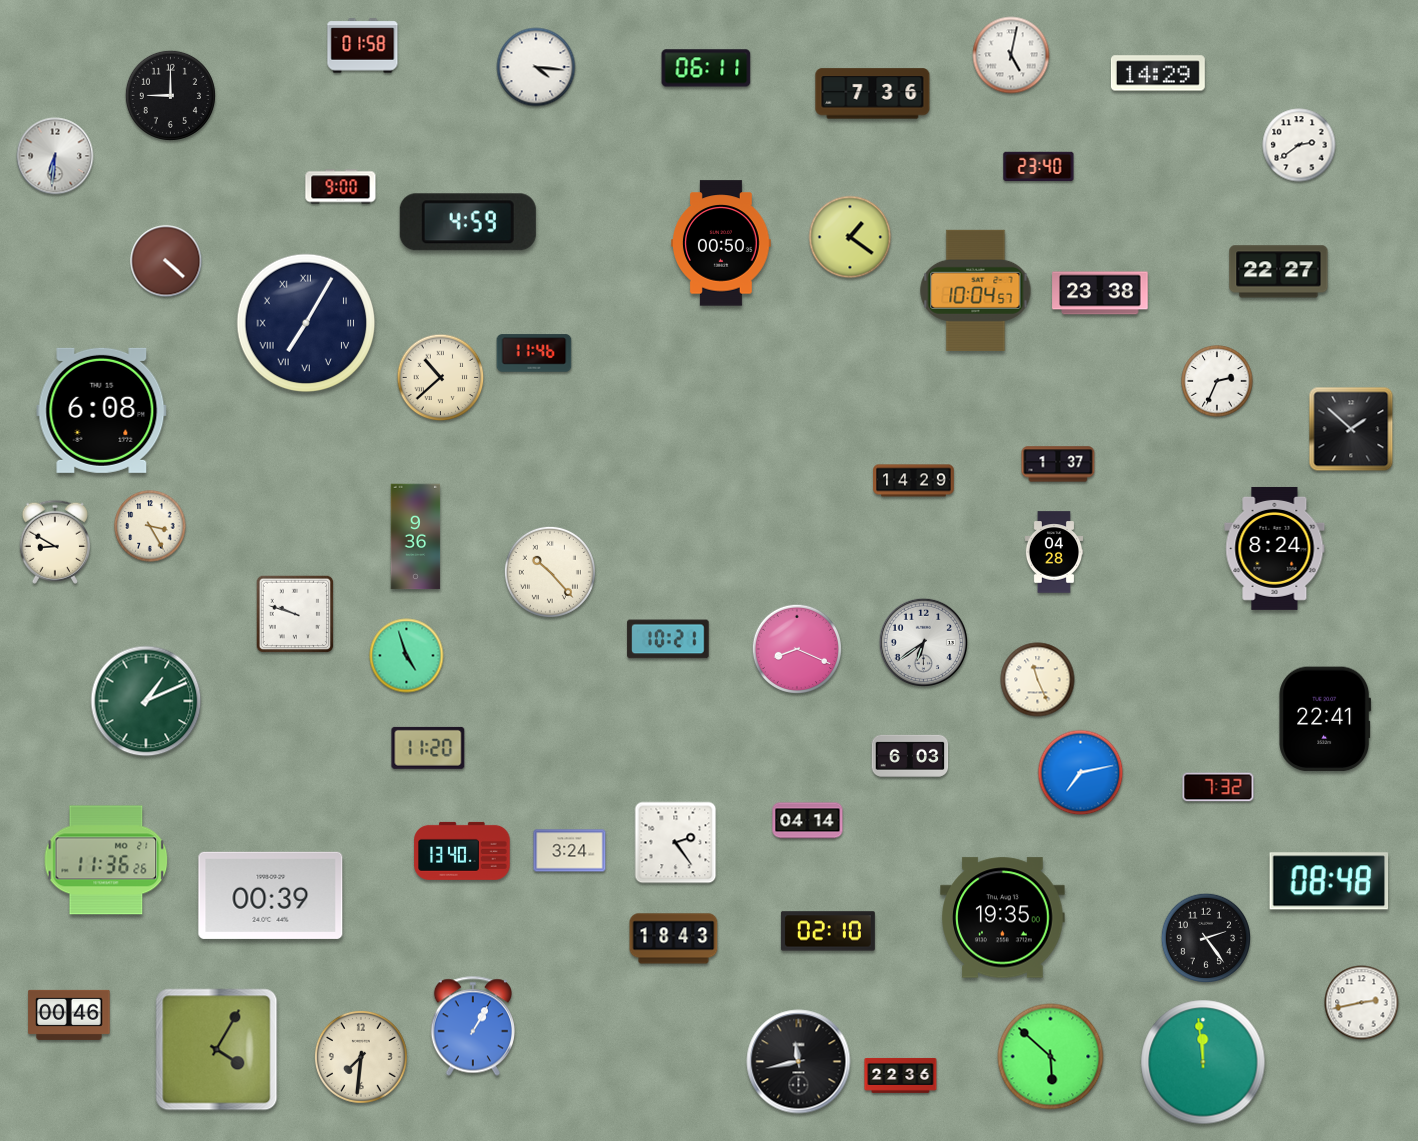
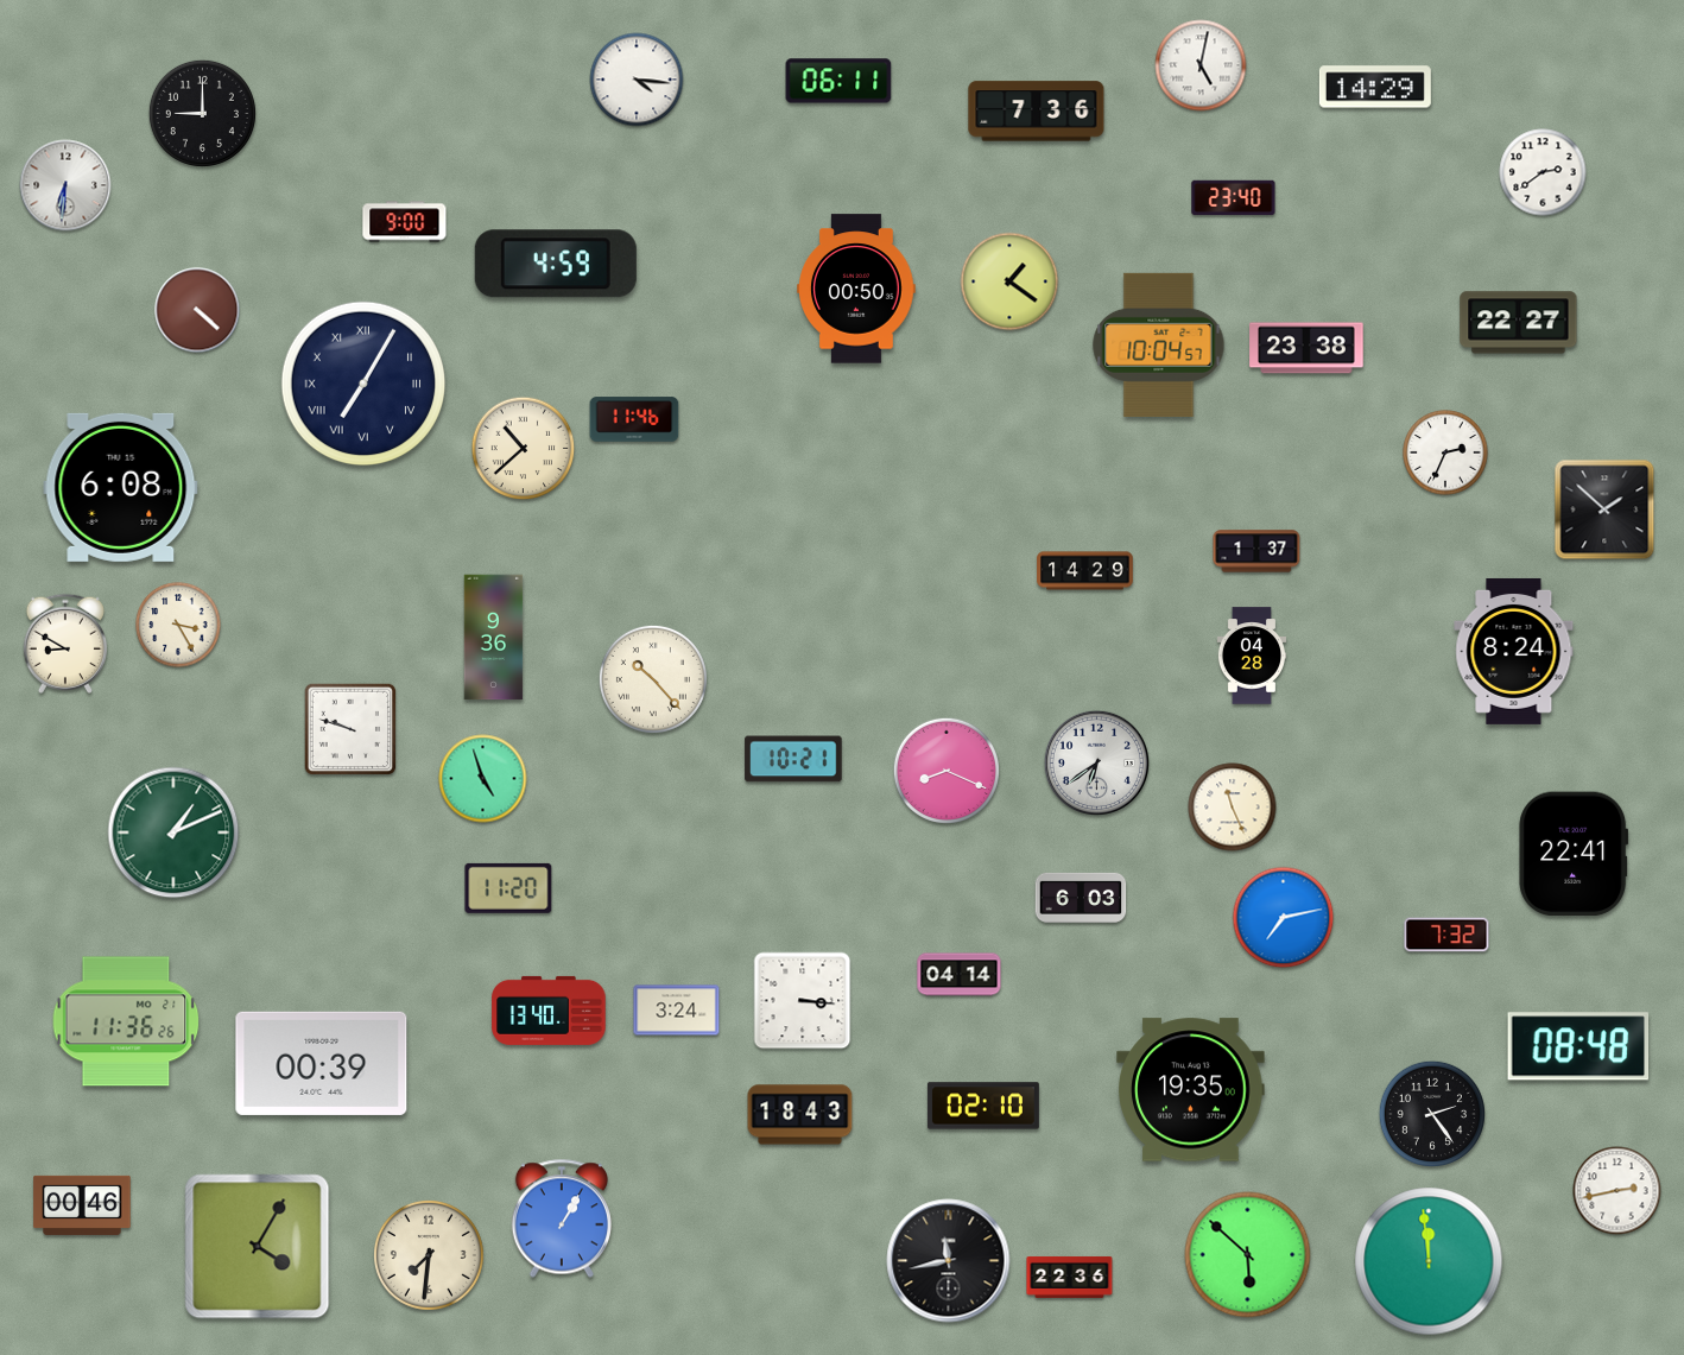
clock at (363, 46): 01:58 -> none
clock at (676, 843): 2:24 -> 3:16
